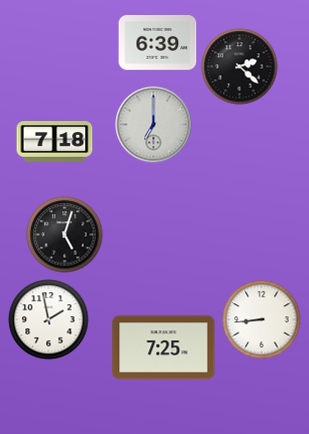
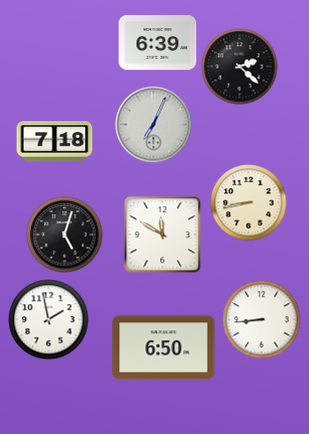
clock at (154, 125): 7:00 -> 7:04
clock at (249, 203): none -> 8:43
clock at (163, 235): none -> 11:50
clock at (164, 348): 7:25 -> 6:50
